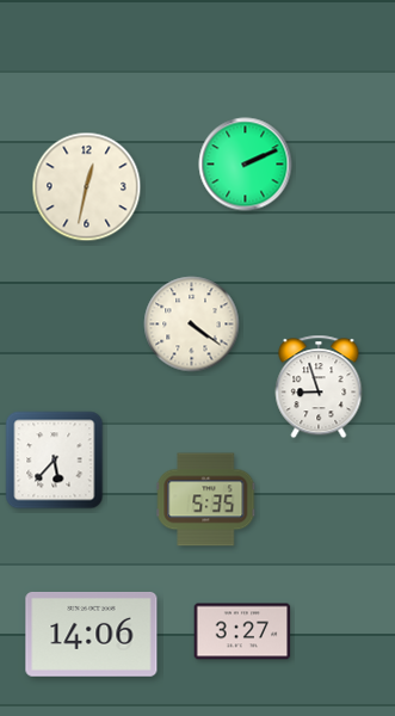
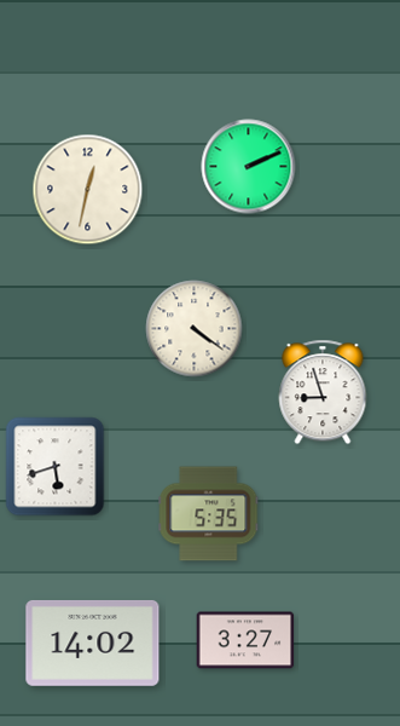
clock at (55, 461): 5:37 -> 5:42
clock at (206, 500) position: (206, 500) -> (209, 514)
clock at (92, 634): 14:06 -> 14:02
